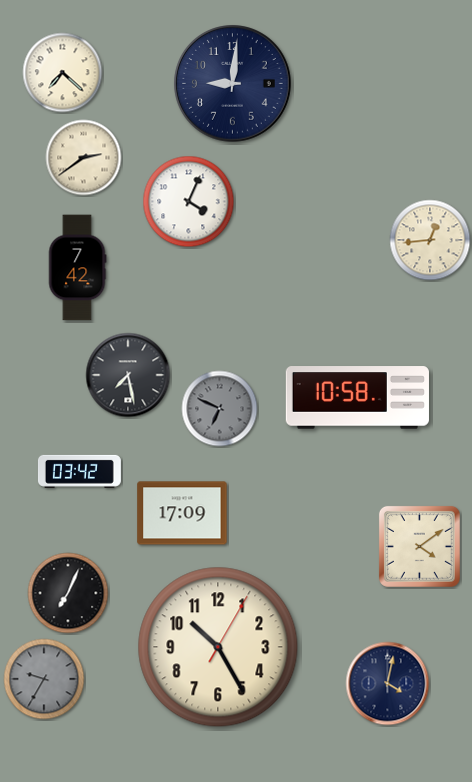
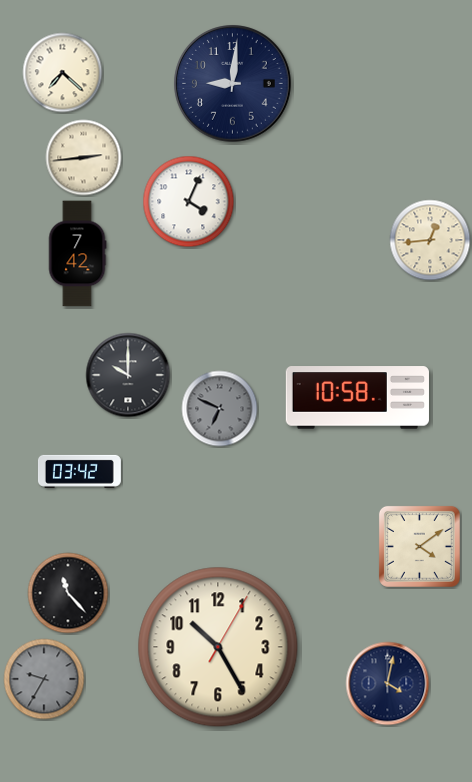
clock at (84, 158): 2:39 -> 2:44
clock at (77, 268) position: (77, 268) -> (77, 254)
clock at (128, 375): 7:28 -> 10:00
clock at (182, 513): 17:09 -> none
clock at (68, 593): 7:04 -> 11:23
